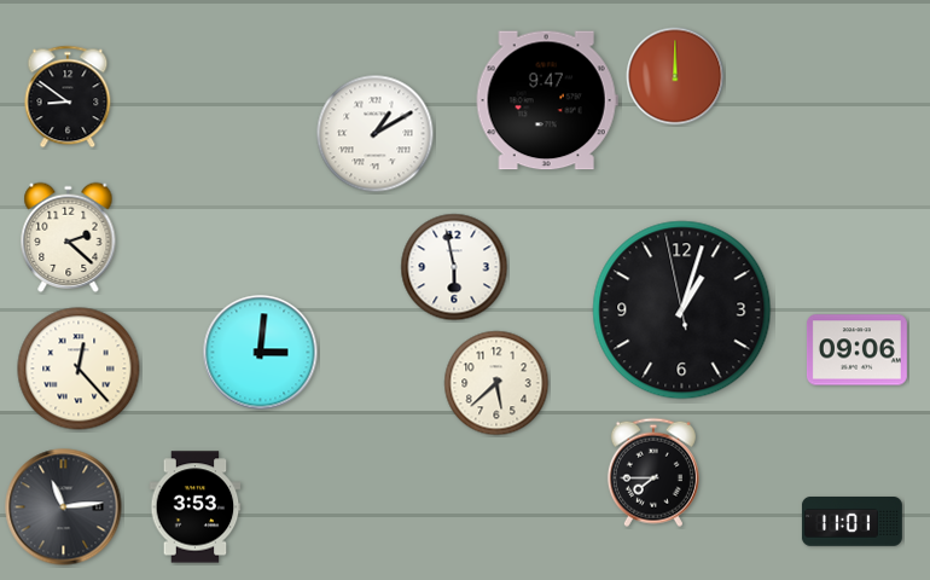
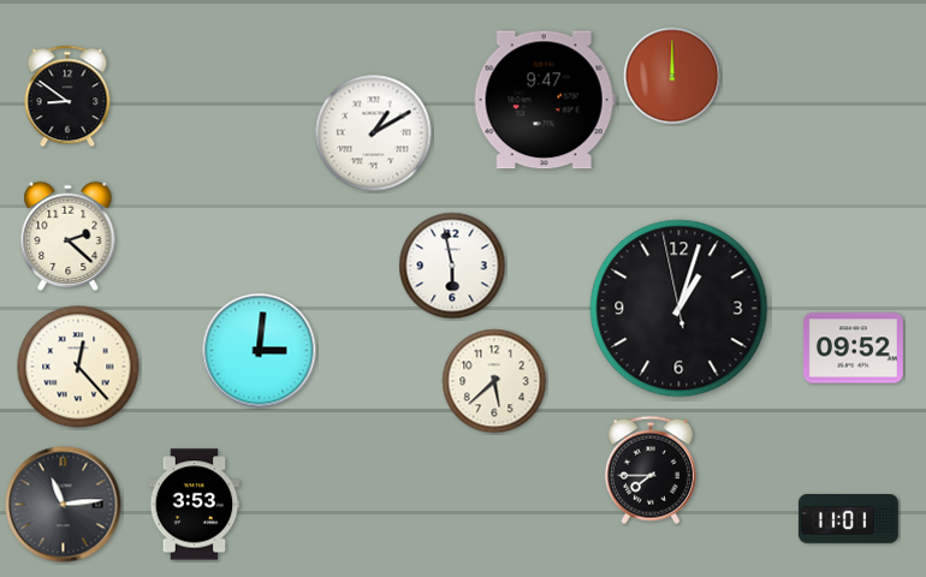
clock at (856, 350): 09:06 -> 09:52
